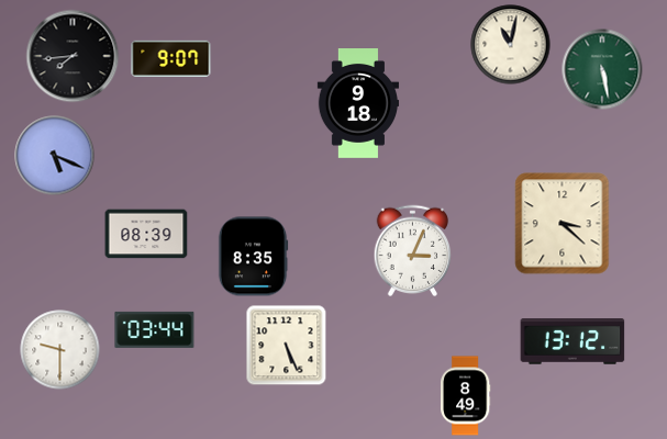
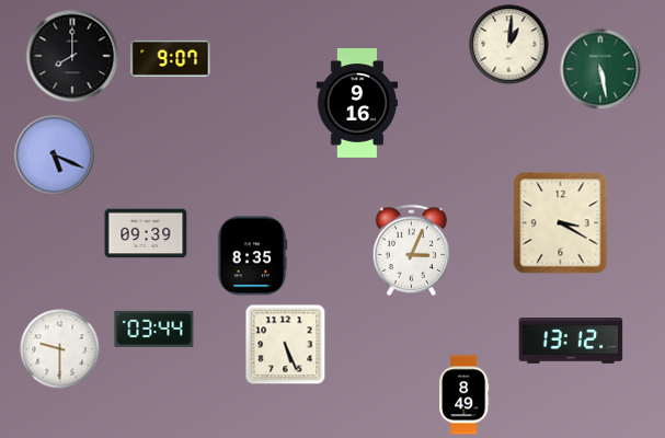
clock at (511, 45): 11:02 -> 1:01
clock at (73, 56): 7:44 -> 8:00
clock at (357, 104): 9:18 -> 9:16
clock at (563, 224): 3:22 -> 3:20
clock at (146, 234): 08:39 -> 09:39
